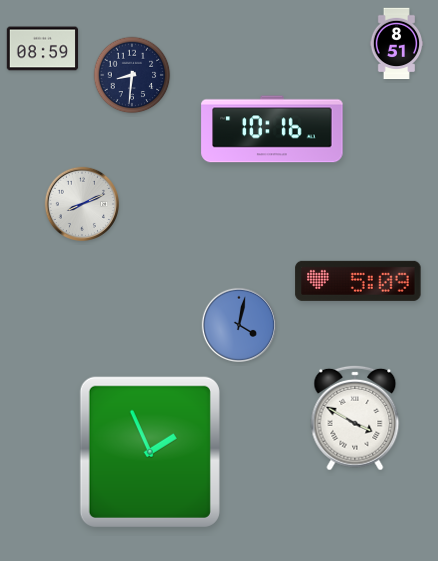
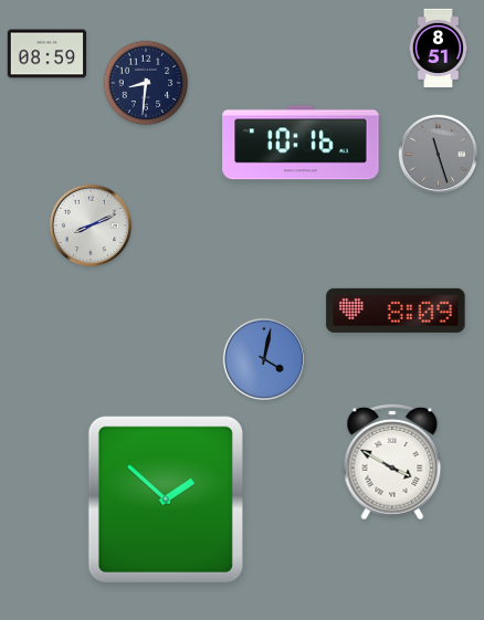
clock at (439, 155): none -> 11:27
clock at (358, 281): 5:09 -> 8:09
clock at (150, 452): 1:56 -> 1:52
